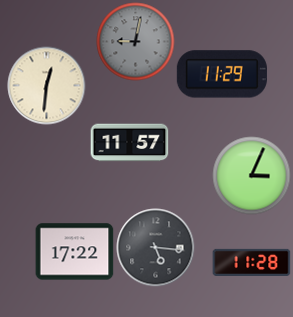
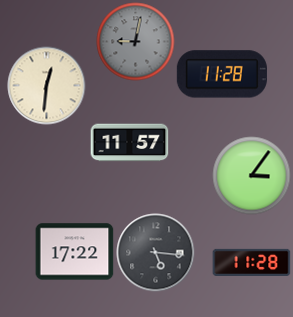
clock at (222, 74): 11:29 -> 11:28
clock at (251, 175): 3:04 -> 3:06
clock at (155, 247) position: (155, 247) -> (155, 252)
